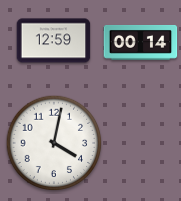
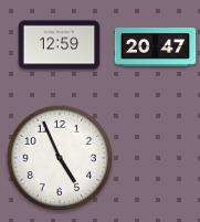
clock at (141, 42): 00:14 -> 20:47
clock at (54, 143): 4:02 -> 4:56
